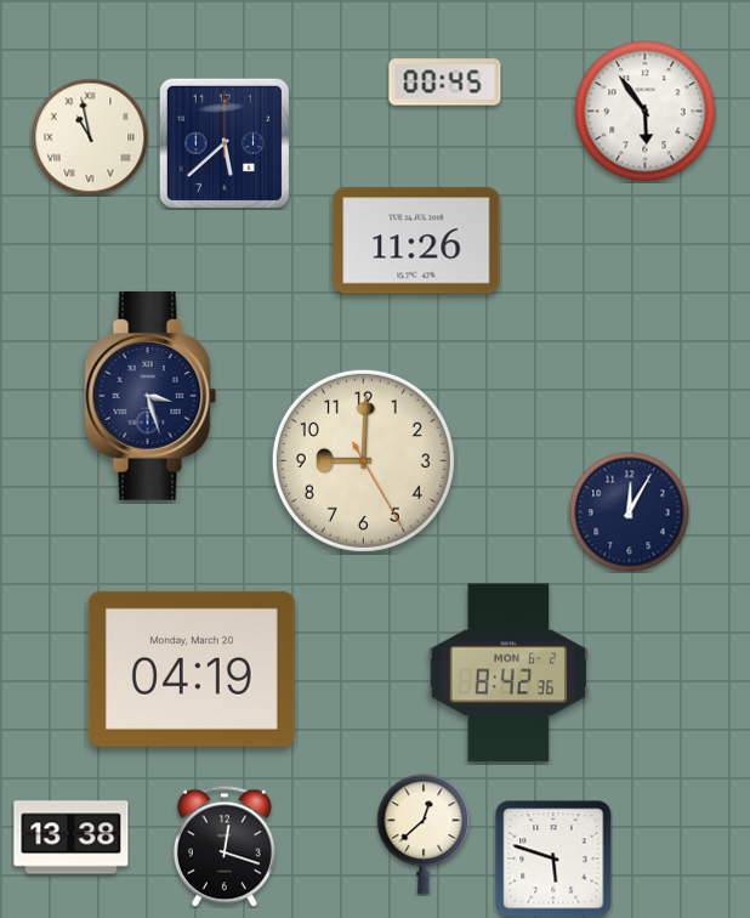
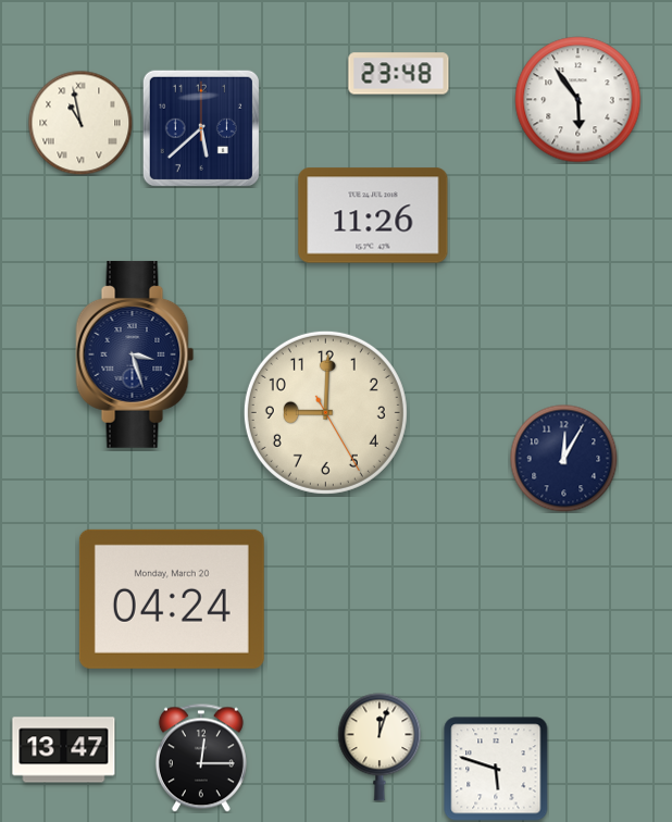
clock at (445, 83): 00:45 -> 23:48
clock at (192, 669): 04:19 -> 04:24
clock at (508, 673): 8:42 -> none
clock at (424, 834): 12:38 -> 12:03
clock at (72, 838): 13:38 -> 13:47
clock at (225, 846): 12:18 -> 12:15
